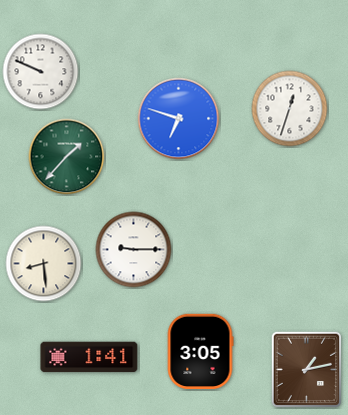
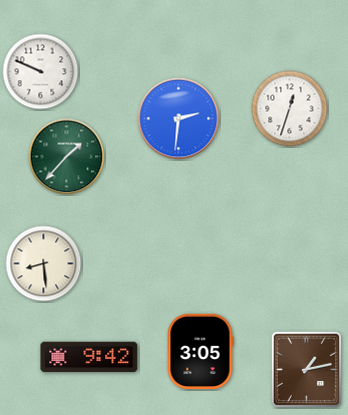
clock at (179, 119): 6:48 -> 2:31
clock at (134, 250): 9:15 -> none
clock at (89, 357): 1:41 -> 9:42
